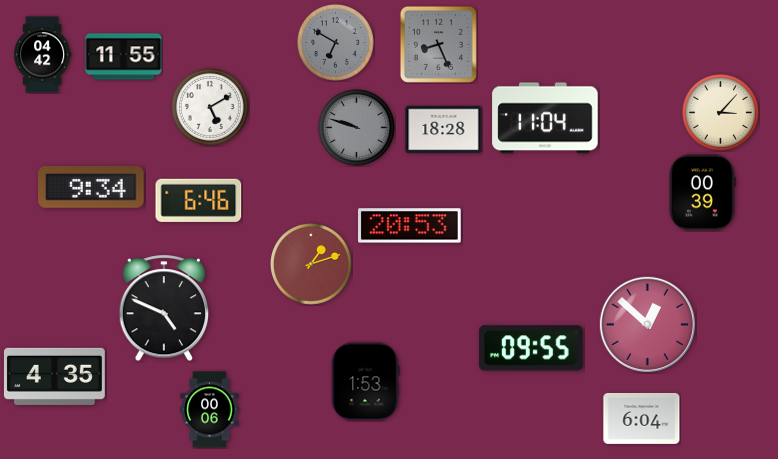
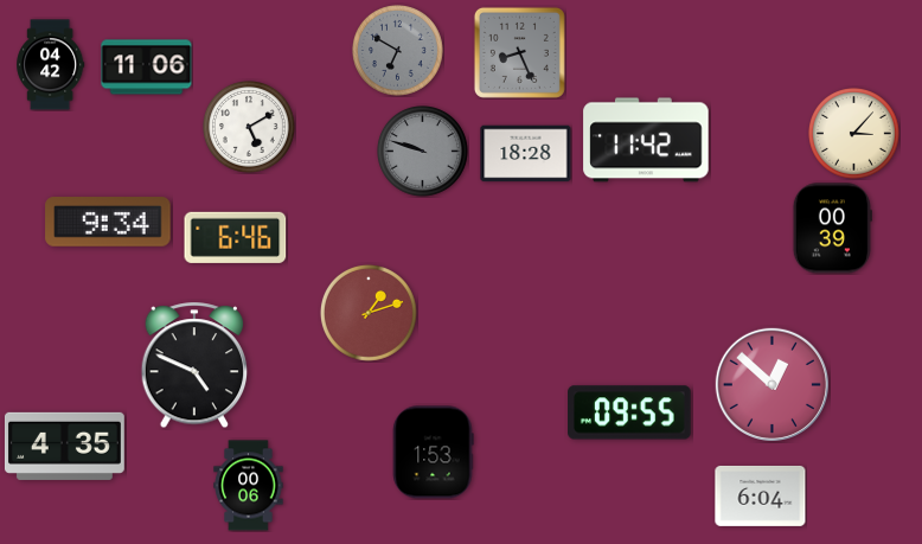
clock at (124, 57): 11:55 -> 11:06
clock at (545, 118): 11:04 -> 11:42
clock at (410, 226): 20:53 -> none
clock at (647, 324) position: (647, 324) -> (771, 384)
